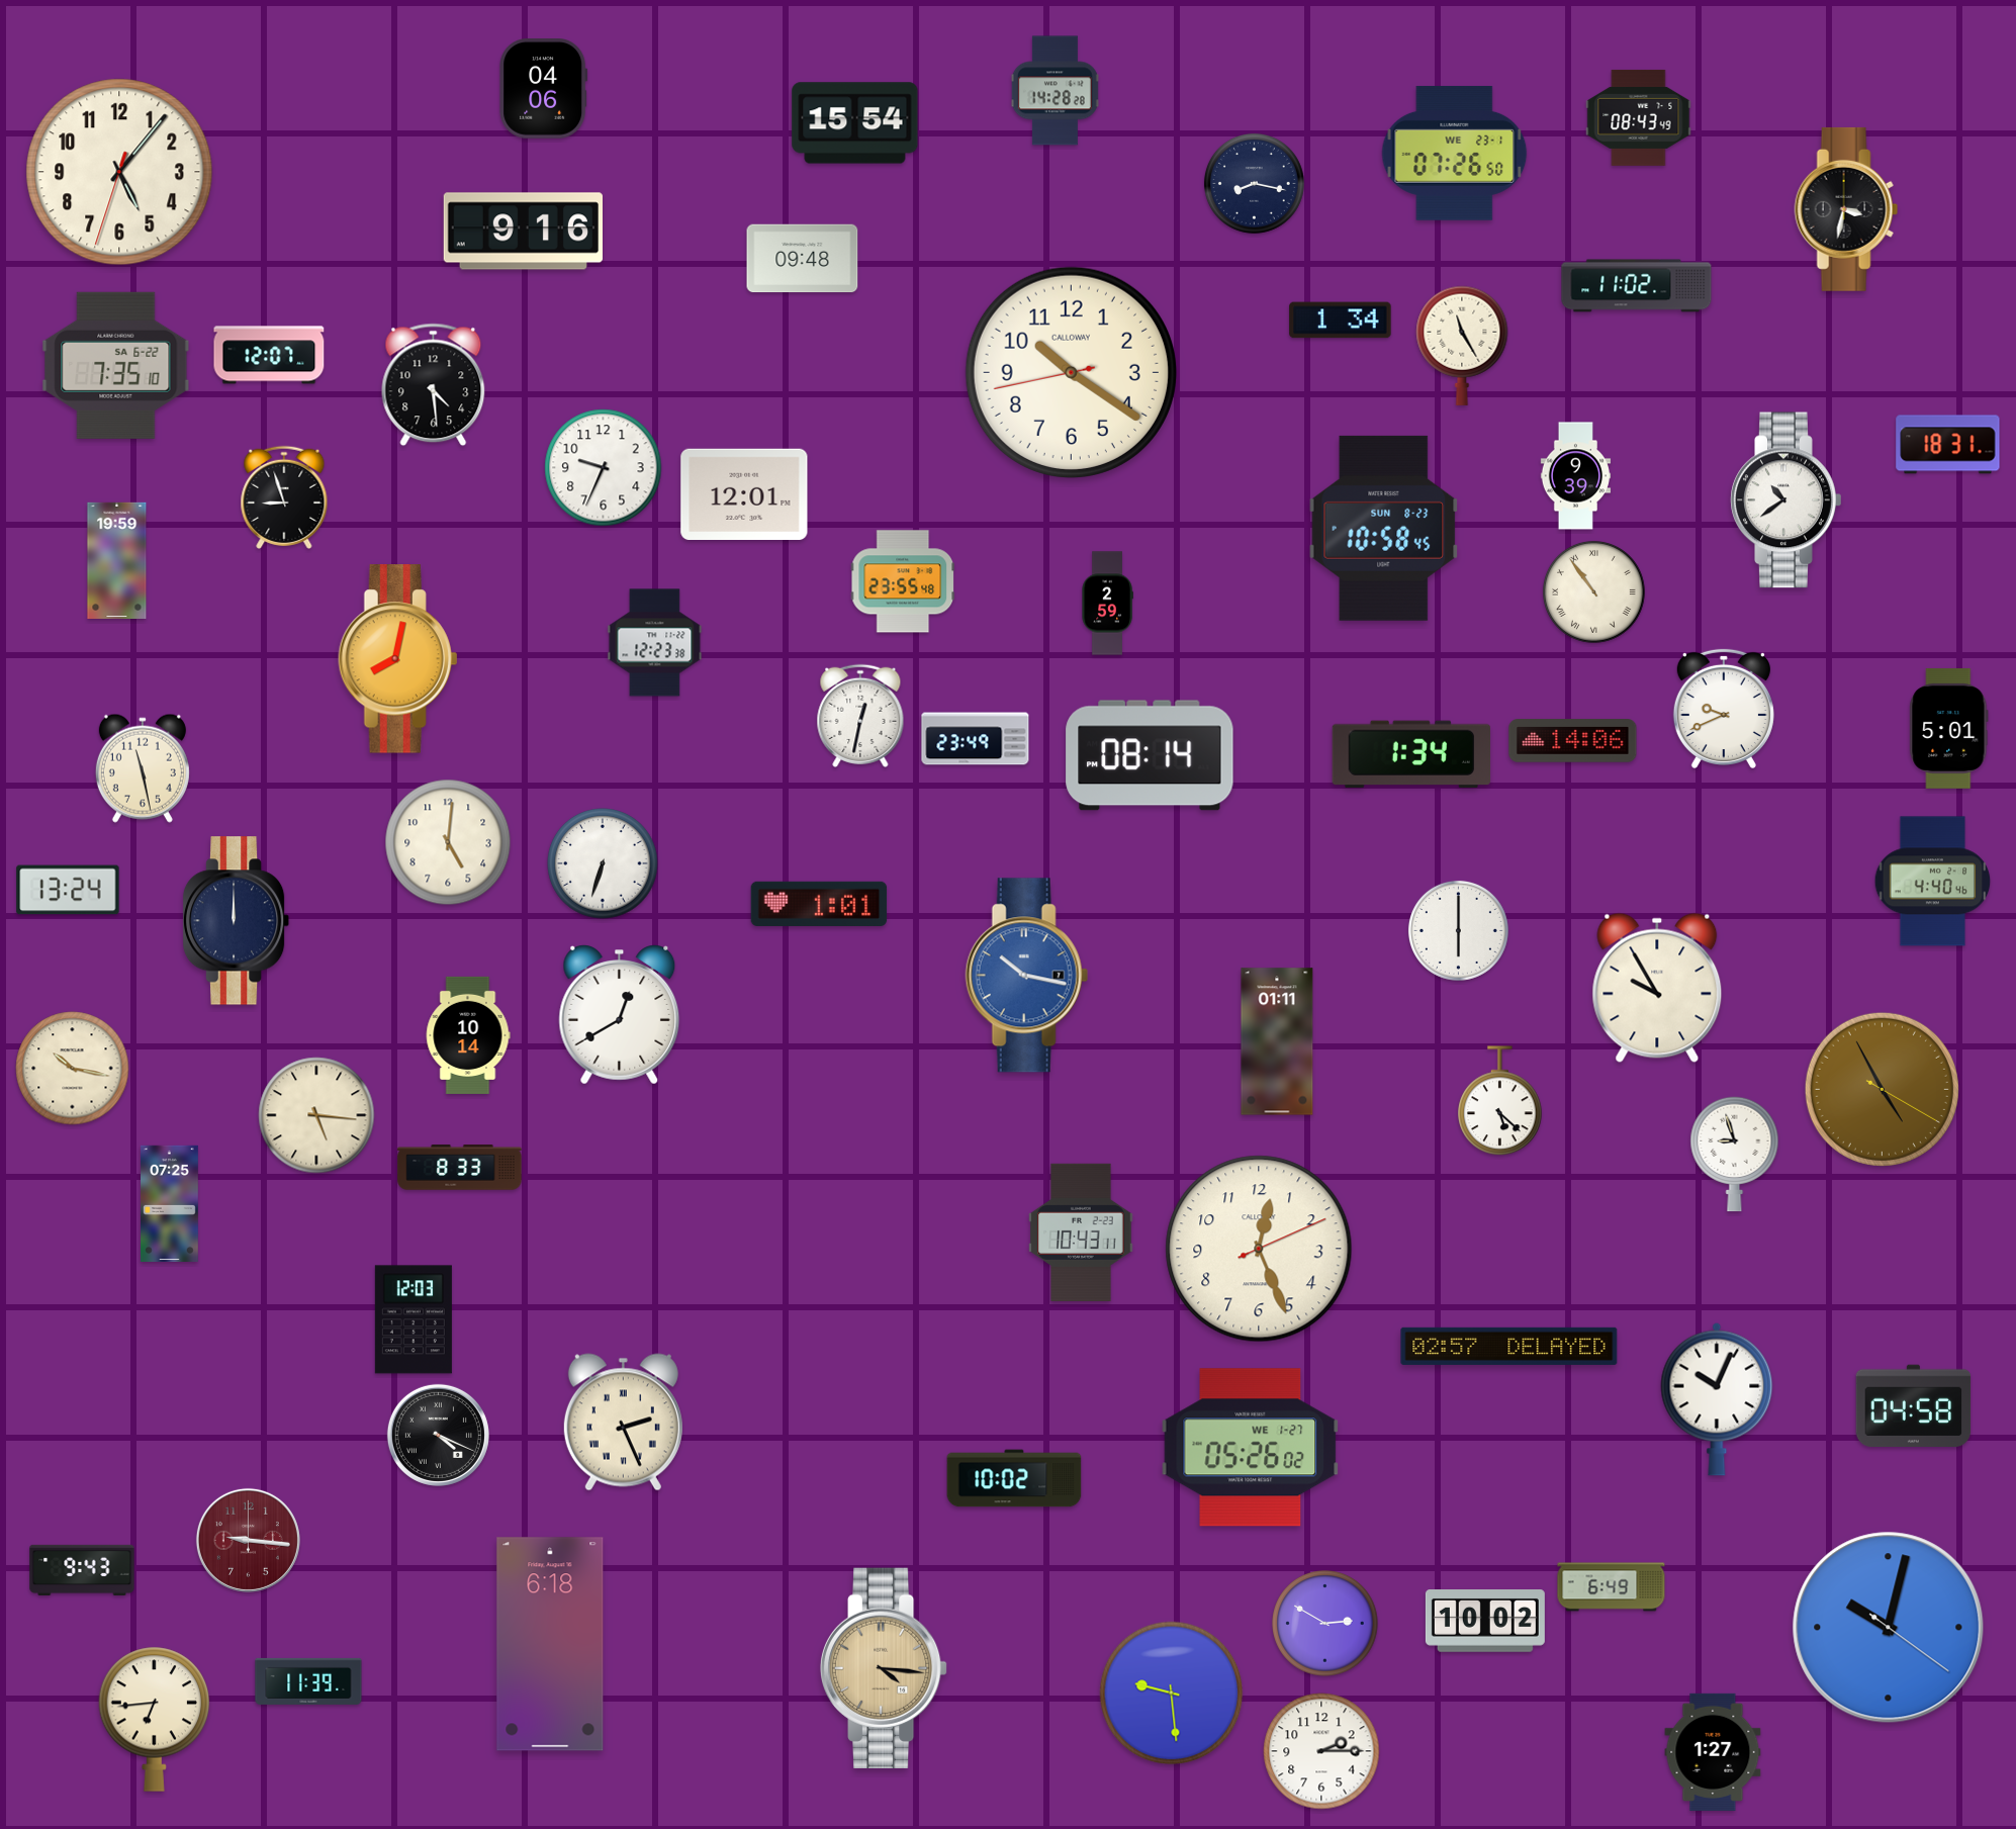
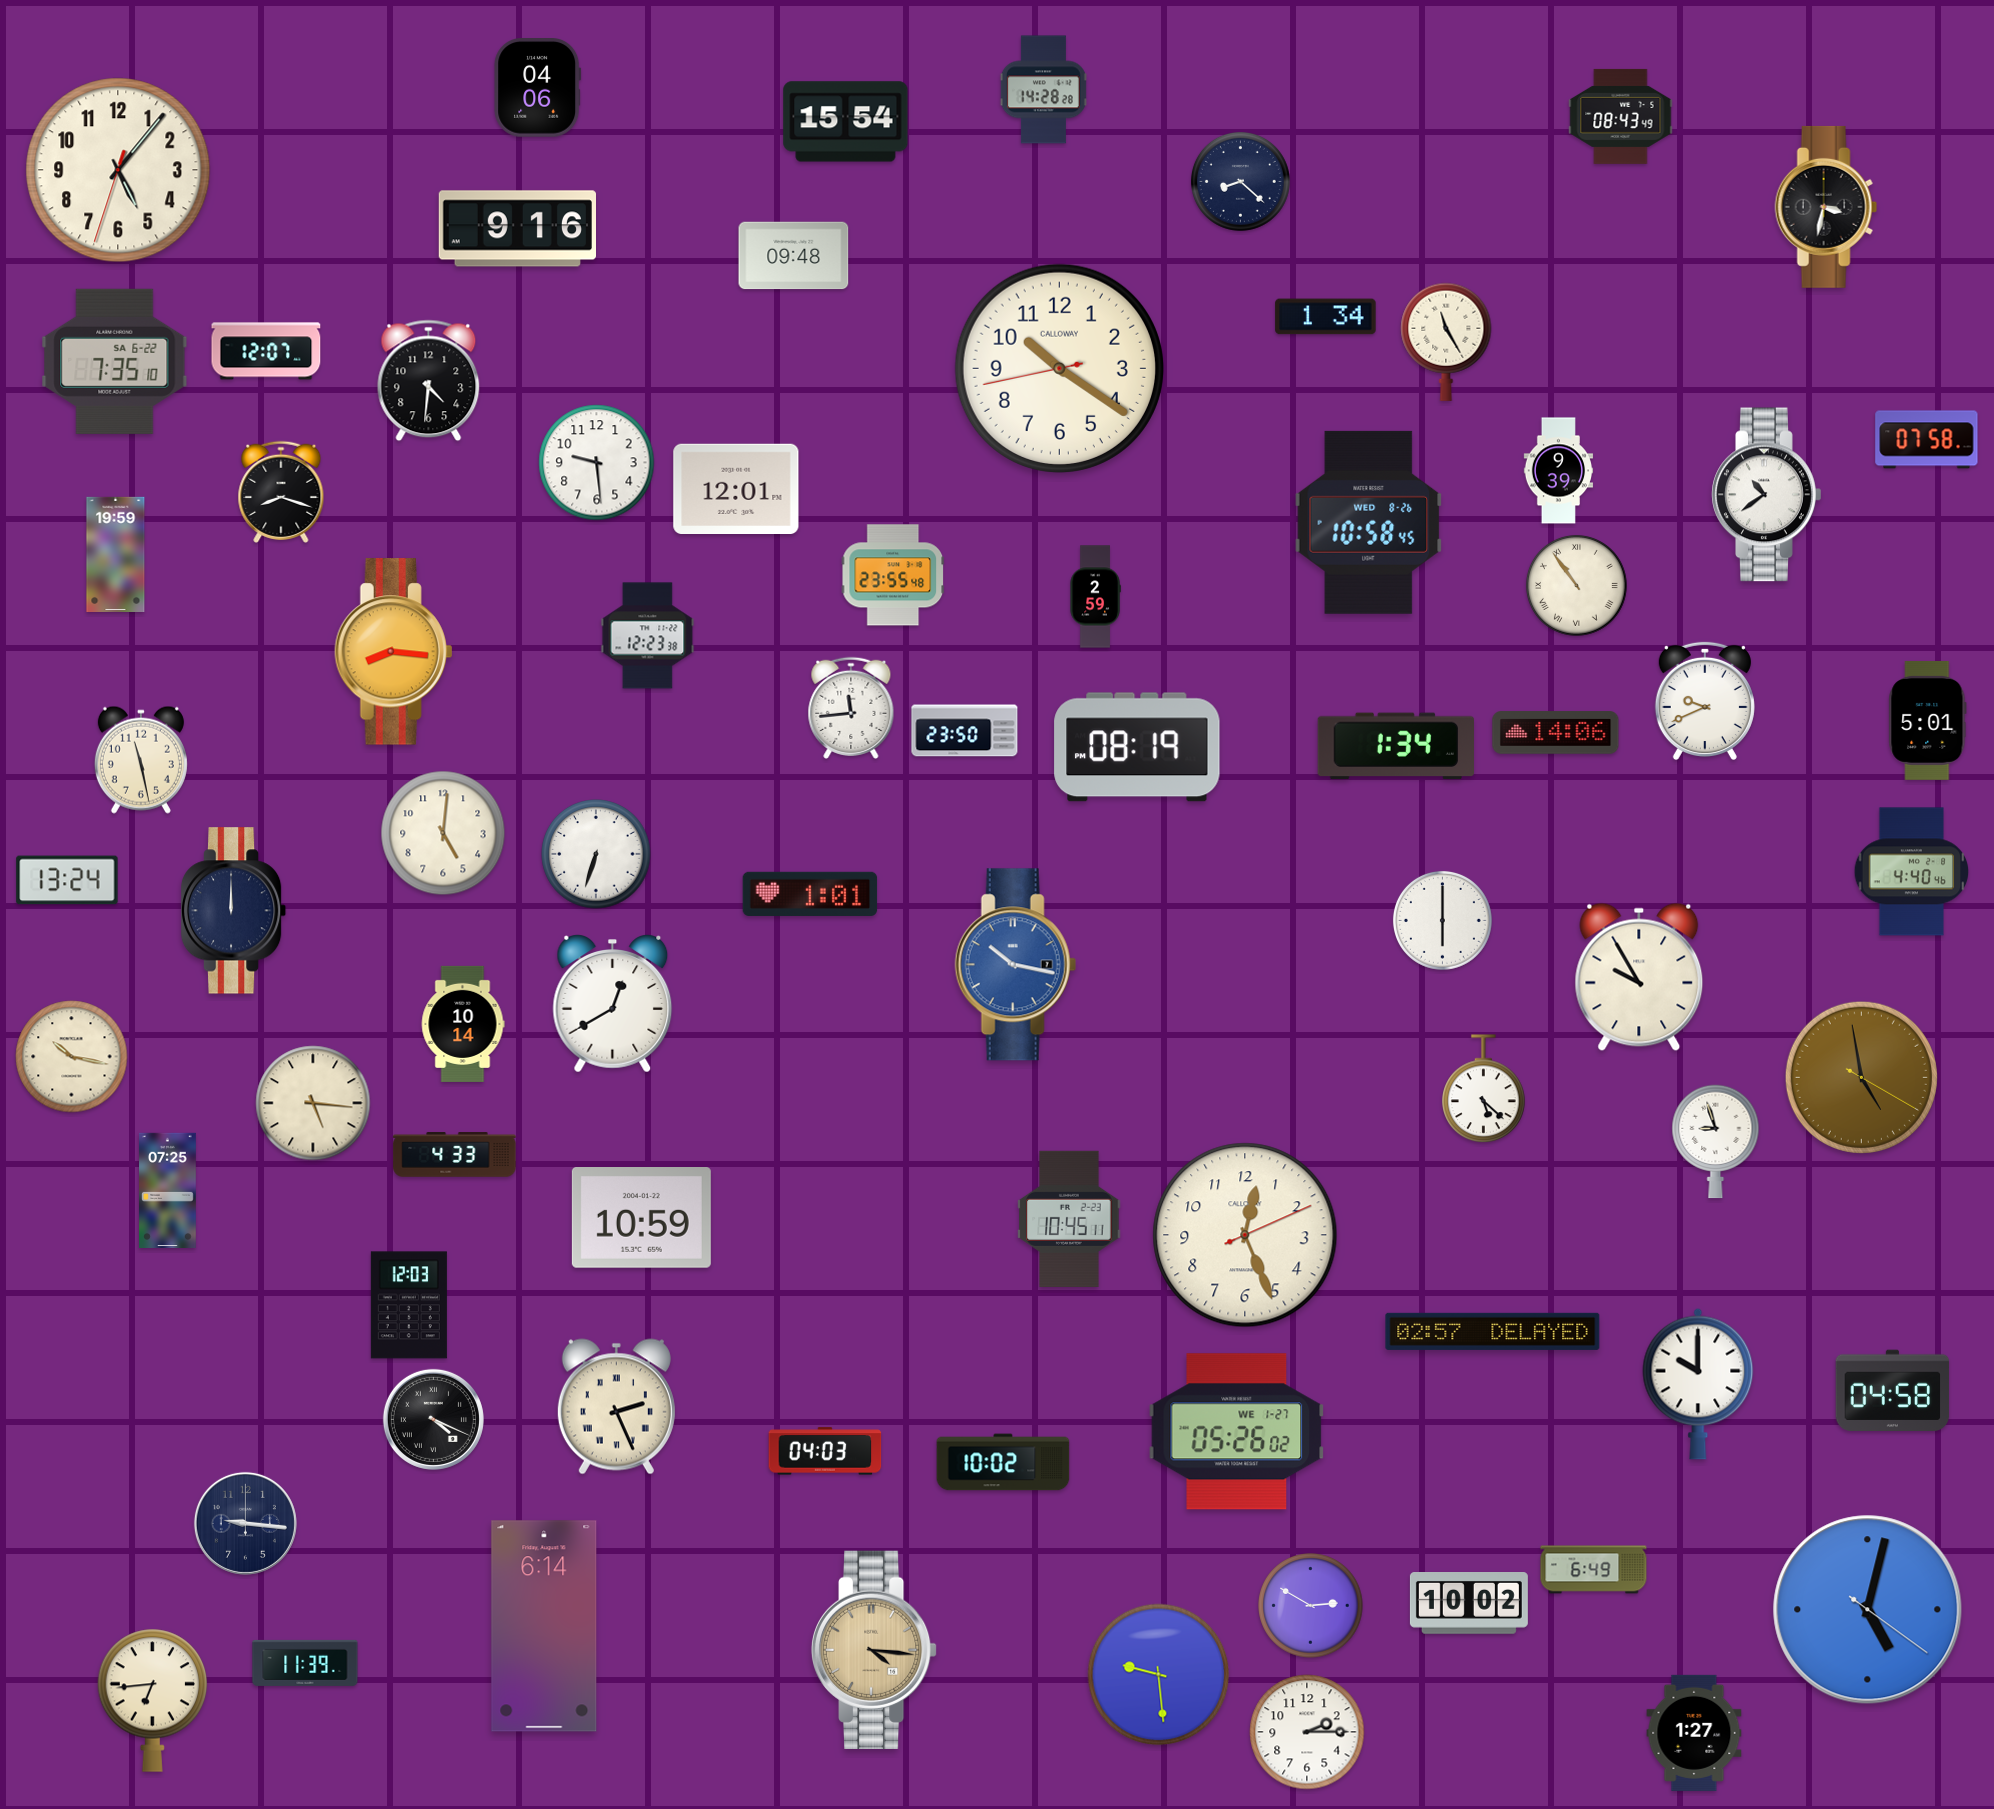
clock at (1455, 153): 07:26 -> none
clock at (1254, 183): 8:17 -> 8:22
clock at (1637, 286): 11:02 -> none
clock at (434, 385): 4:29 -> 4:31
clock at (1948, 445): 18:31 -> 07:58
clock at (604, 468): 9:34 -> 9:29
clock at (284, 497): 8:57 -> 8:18
clock at (1384, 528) date: SUN 8-23 -> WED 8-26
clock at (398, 659): 8:02 -> 8:16
clock at (860, 716): 12:32 -> 11:44
clock at (976, 739): 23:49 -> 23:50
clock at (1150, 755): 08:14 -> 08:19
clock at (1277, 1041): 01:11 -> none
clock at (1882, 1089): 4:55 -> 4:58
clock at (460, 1168): 8:33 -> 4:33
clock at (641, 1218): none -> 10:59
clock at (1081, 1232): 10:43 -> 10:45
clock at (1717, 1399): 10:04 -> 10:00
clock at (825, 1451): none -> 04:03
clock at (248, 1540) dial: burgundy -> navy
clock at (82, 1570): 9:43 -> none
clock at (1889, 1628): 10:02 -> 5:02
clock at (550, 1644): 6:18 -> 6:14
